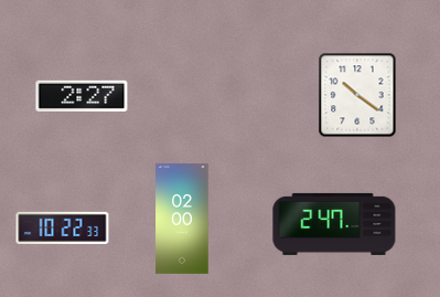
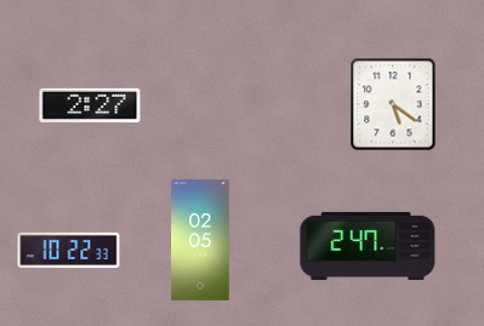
clock at (357, 95): 10:21 -> 5:21
clock at (182, 220): 02:00 -> 02:05
